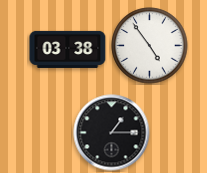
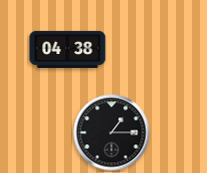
clock at (150, 46): 4:54 -> none
clock at (68, 49): 03:38 -> 04:38
